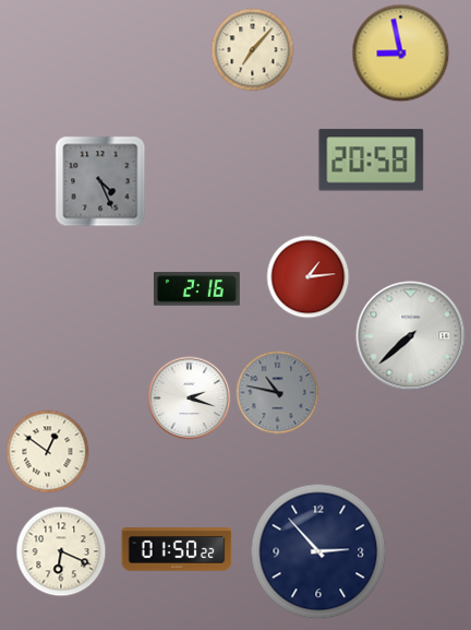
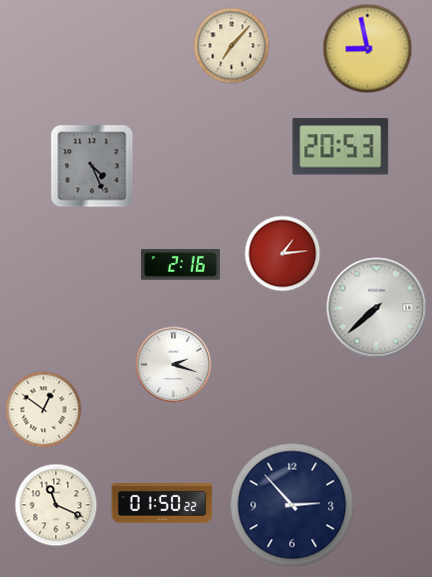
clock at (372, 161): 20:58 -> 20:53
clock at (278, 393): 10:47 -> none
clock at (48, 452) position: (48, 452) -> (44, 410)
clock at (61, 551): 6:19 -> 11:19
